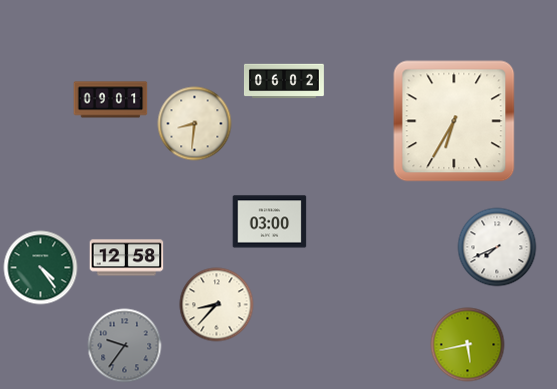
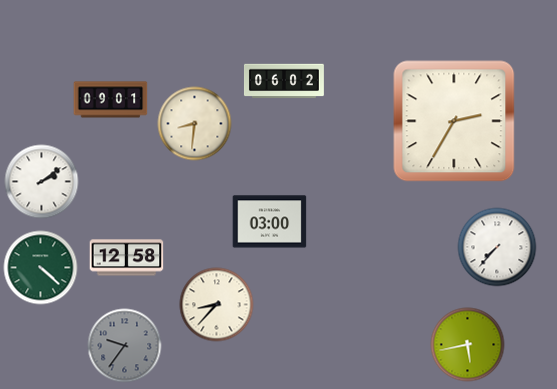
clock at (454, 121): 6:35 -> 2:35
clock at (42, 182): none -> 2:09
clock at (497, 247): 7:41 -> 7:37
clock at (41, 268): 4:24 -> 4:22
